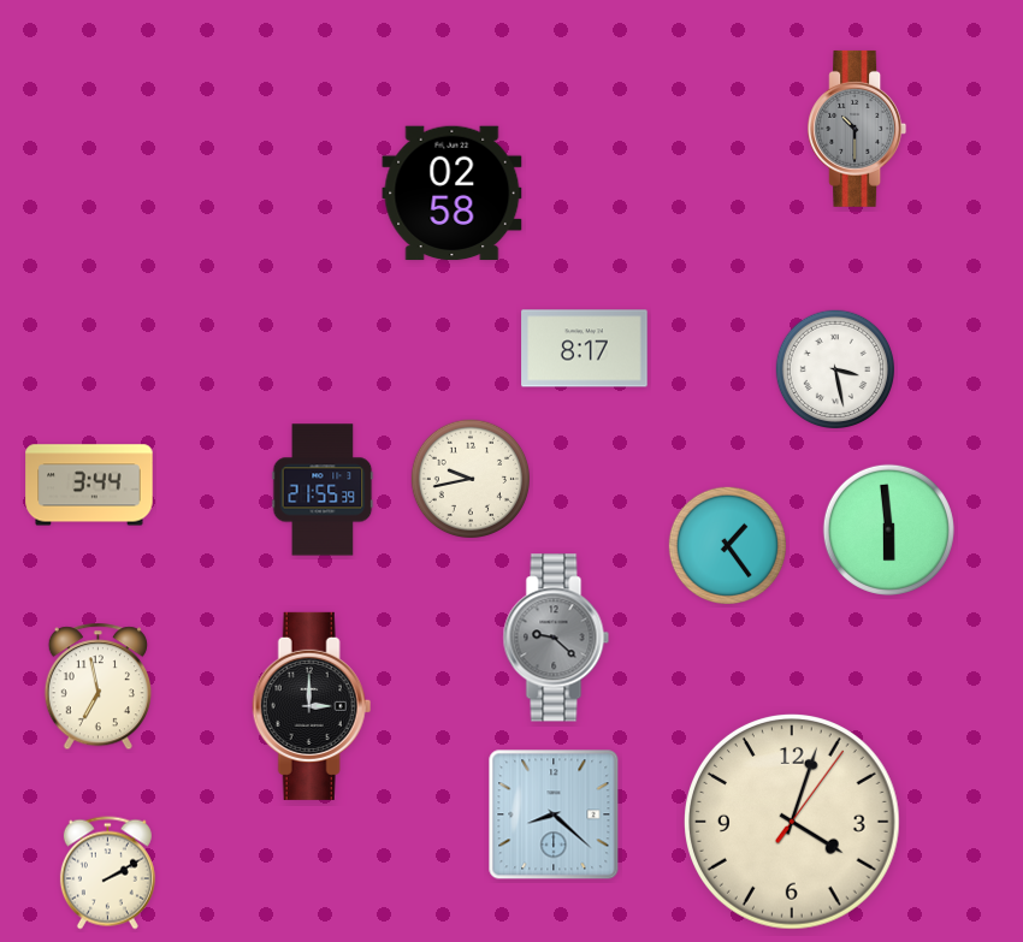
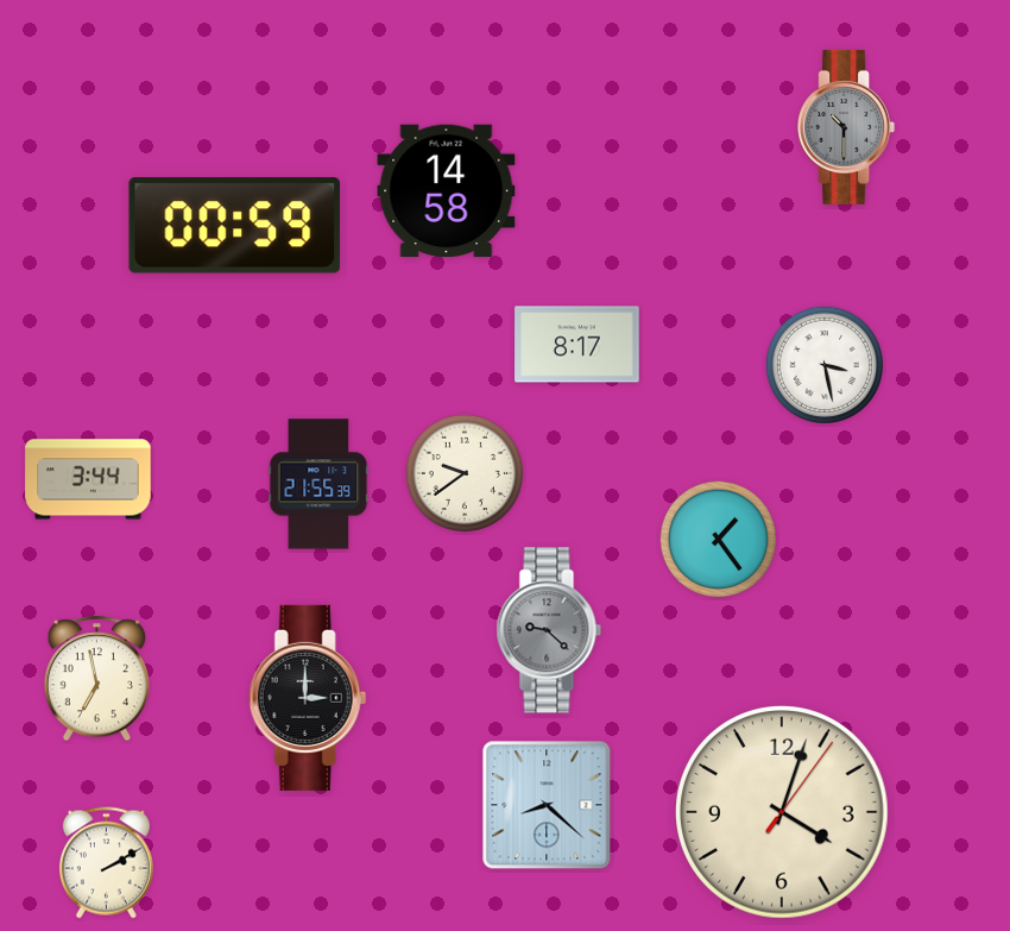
clock at (453, 194): 02:58 -> 14:58
clock at (235, 226): none -> 00:59
clock at (469, 478): 9:43 -> 9:39
clock at (888, 529): 5:59 -> none
